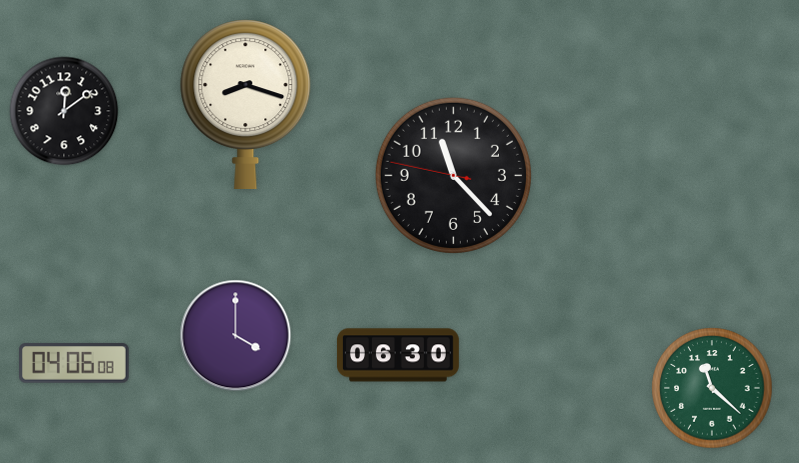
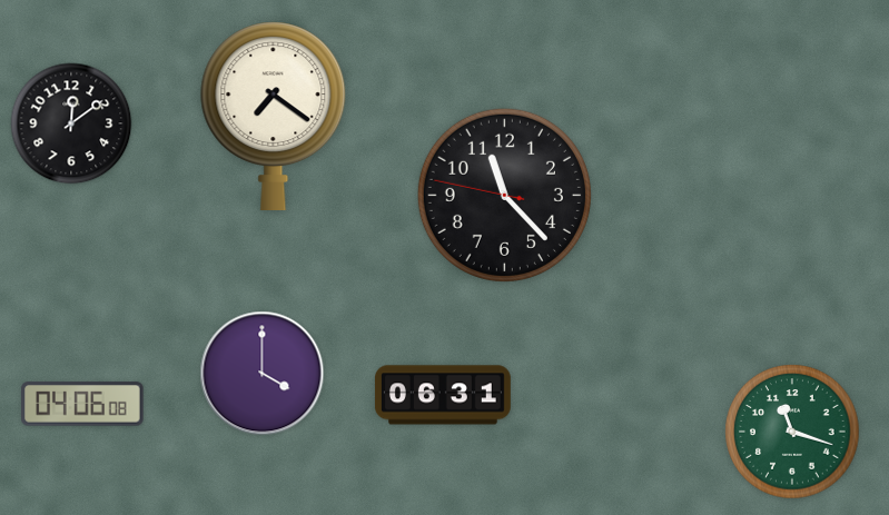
clock at (246, 104): 8:18 -> 7:21
clock at (398, 355): 06:30 -> 06:31
clock at (712, 388): 11:22 -> 11:18
